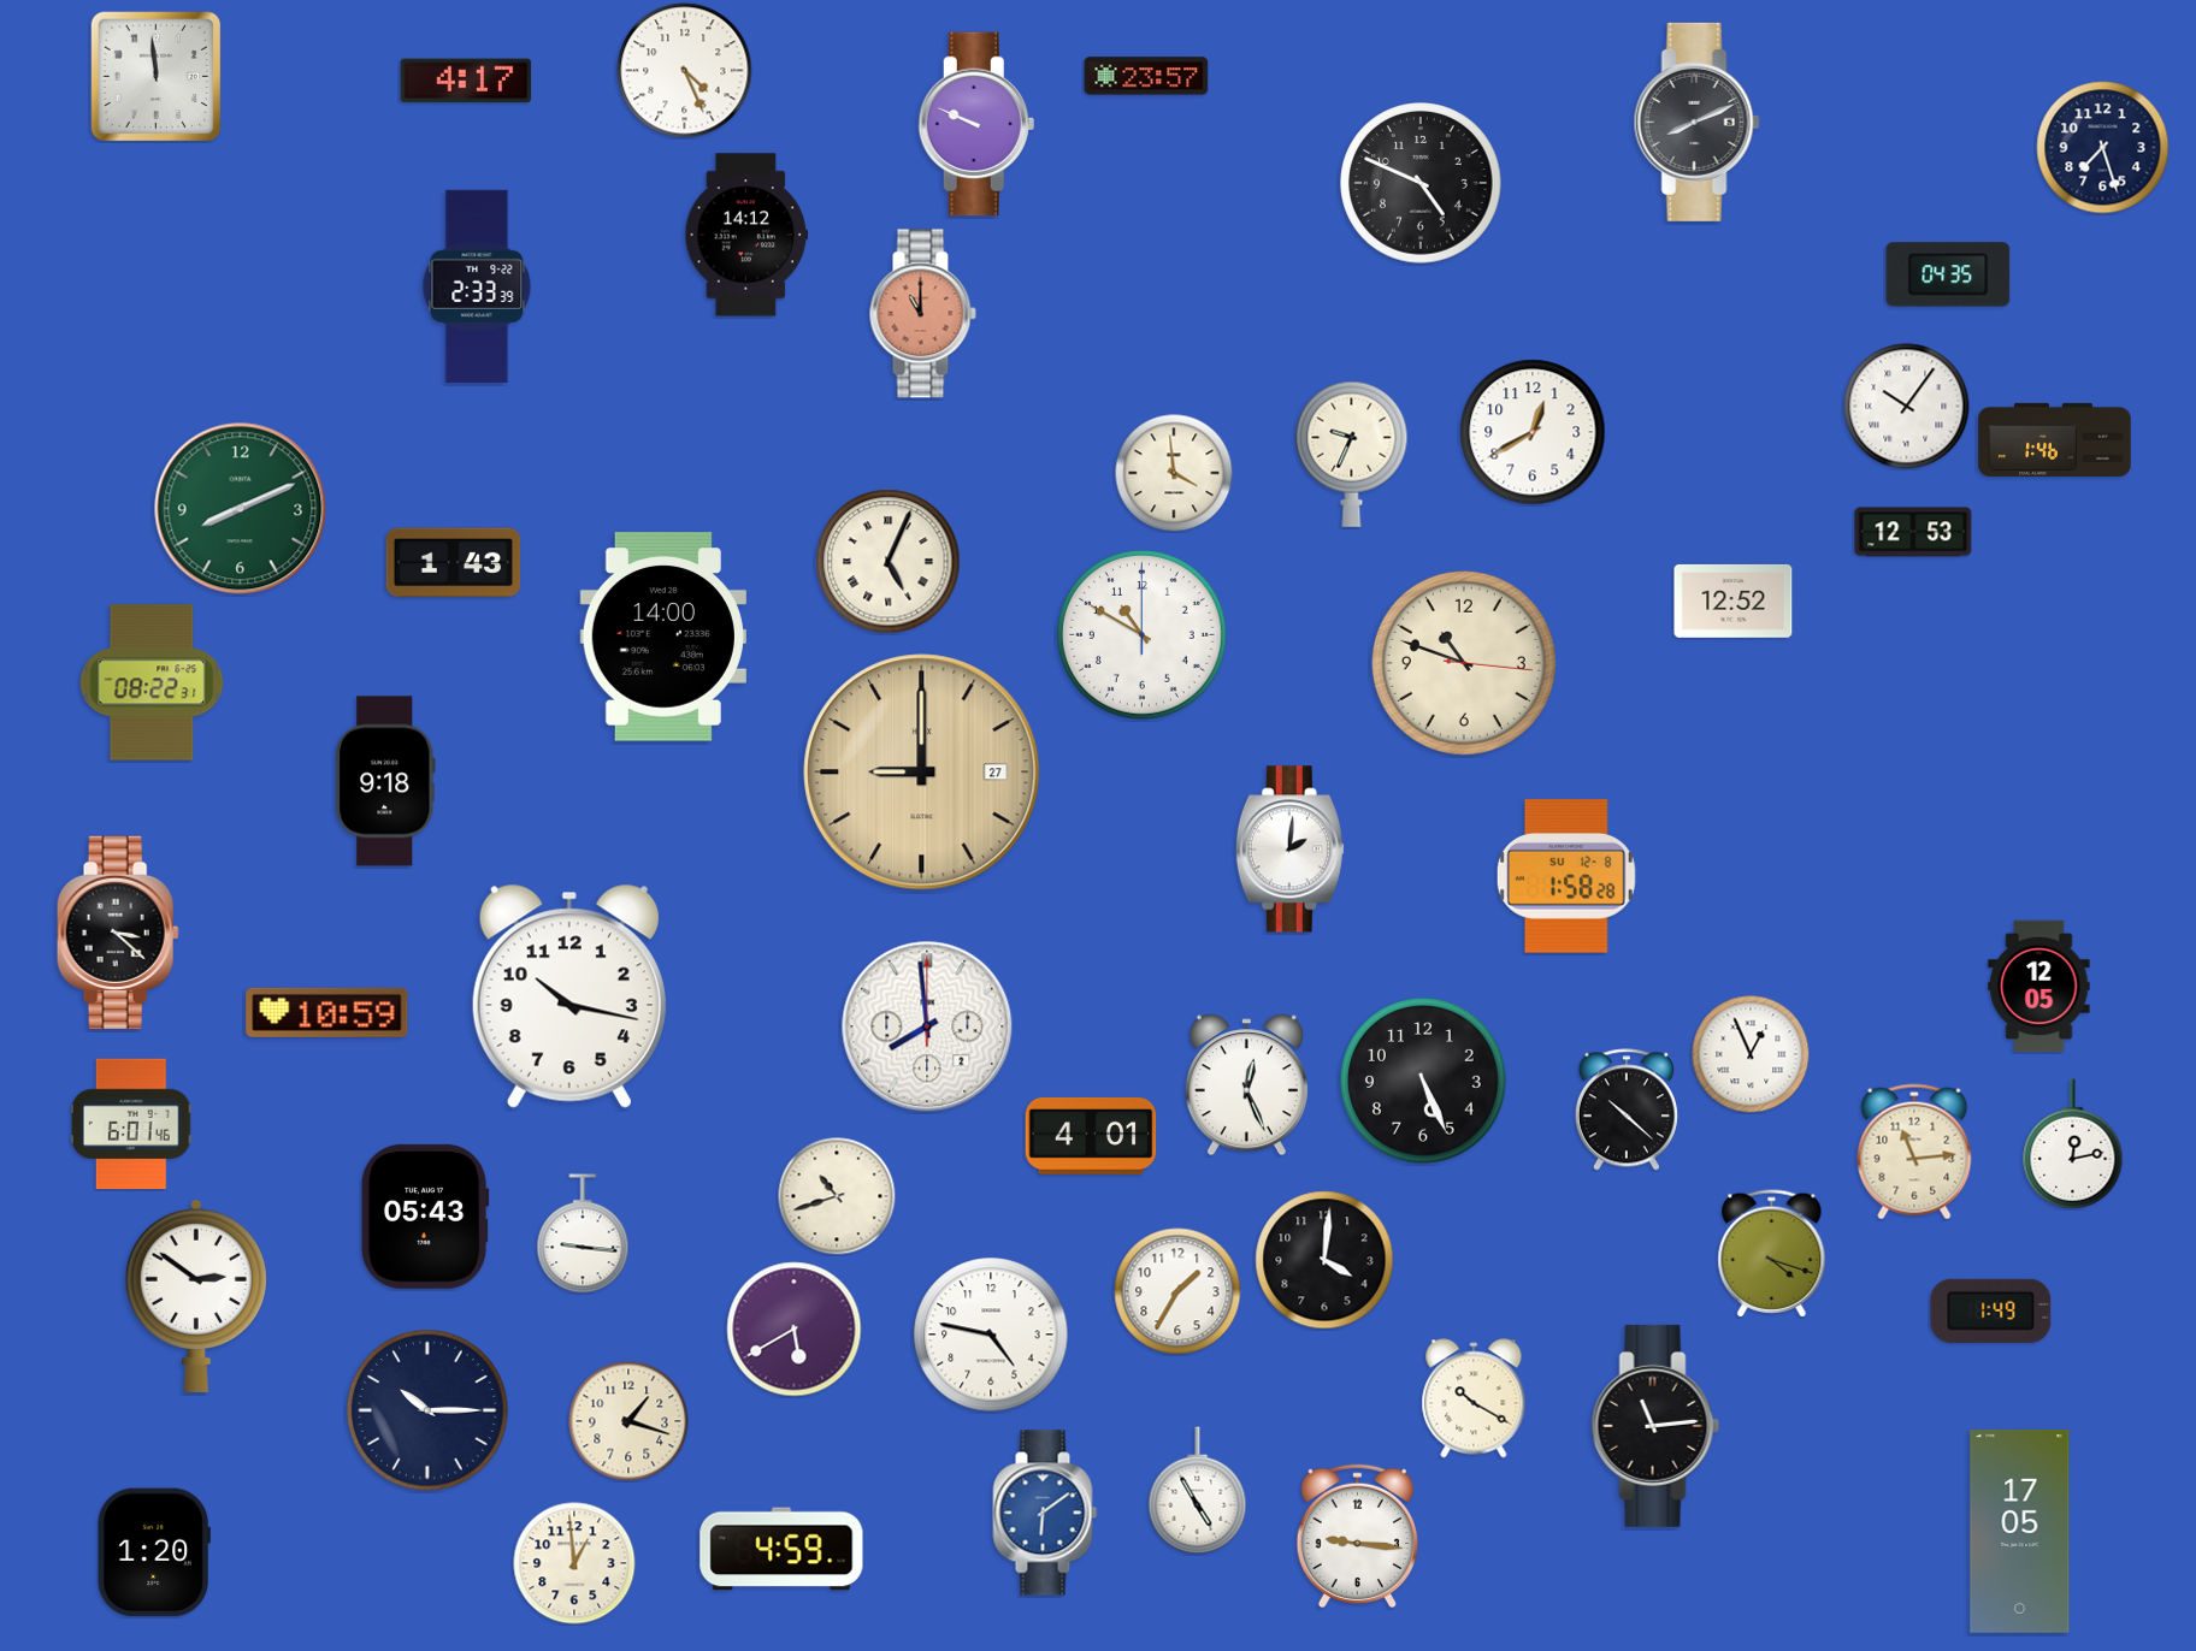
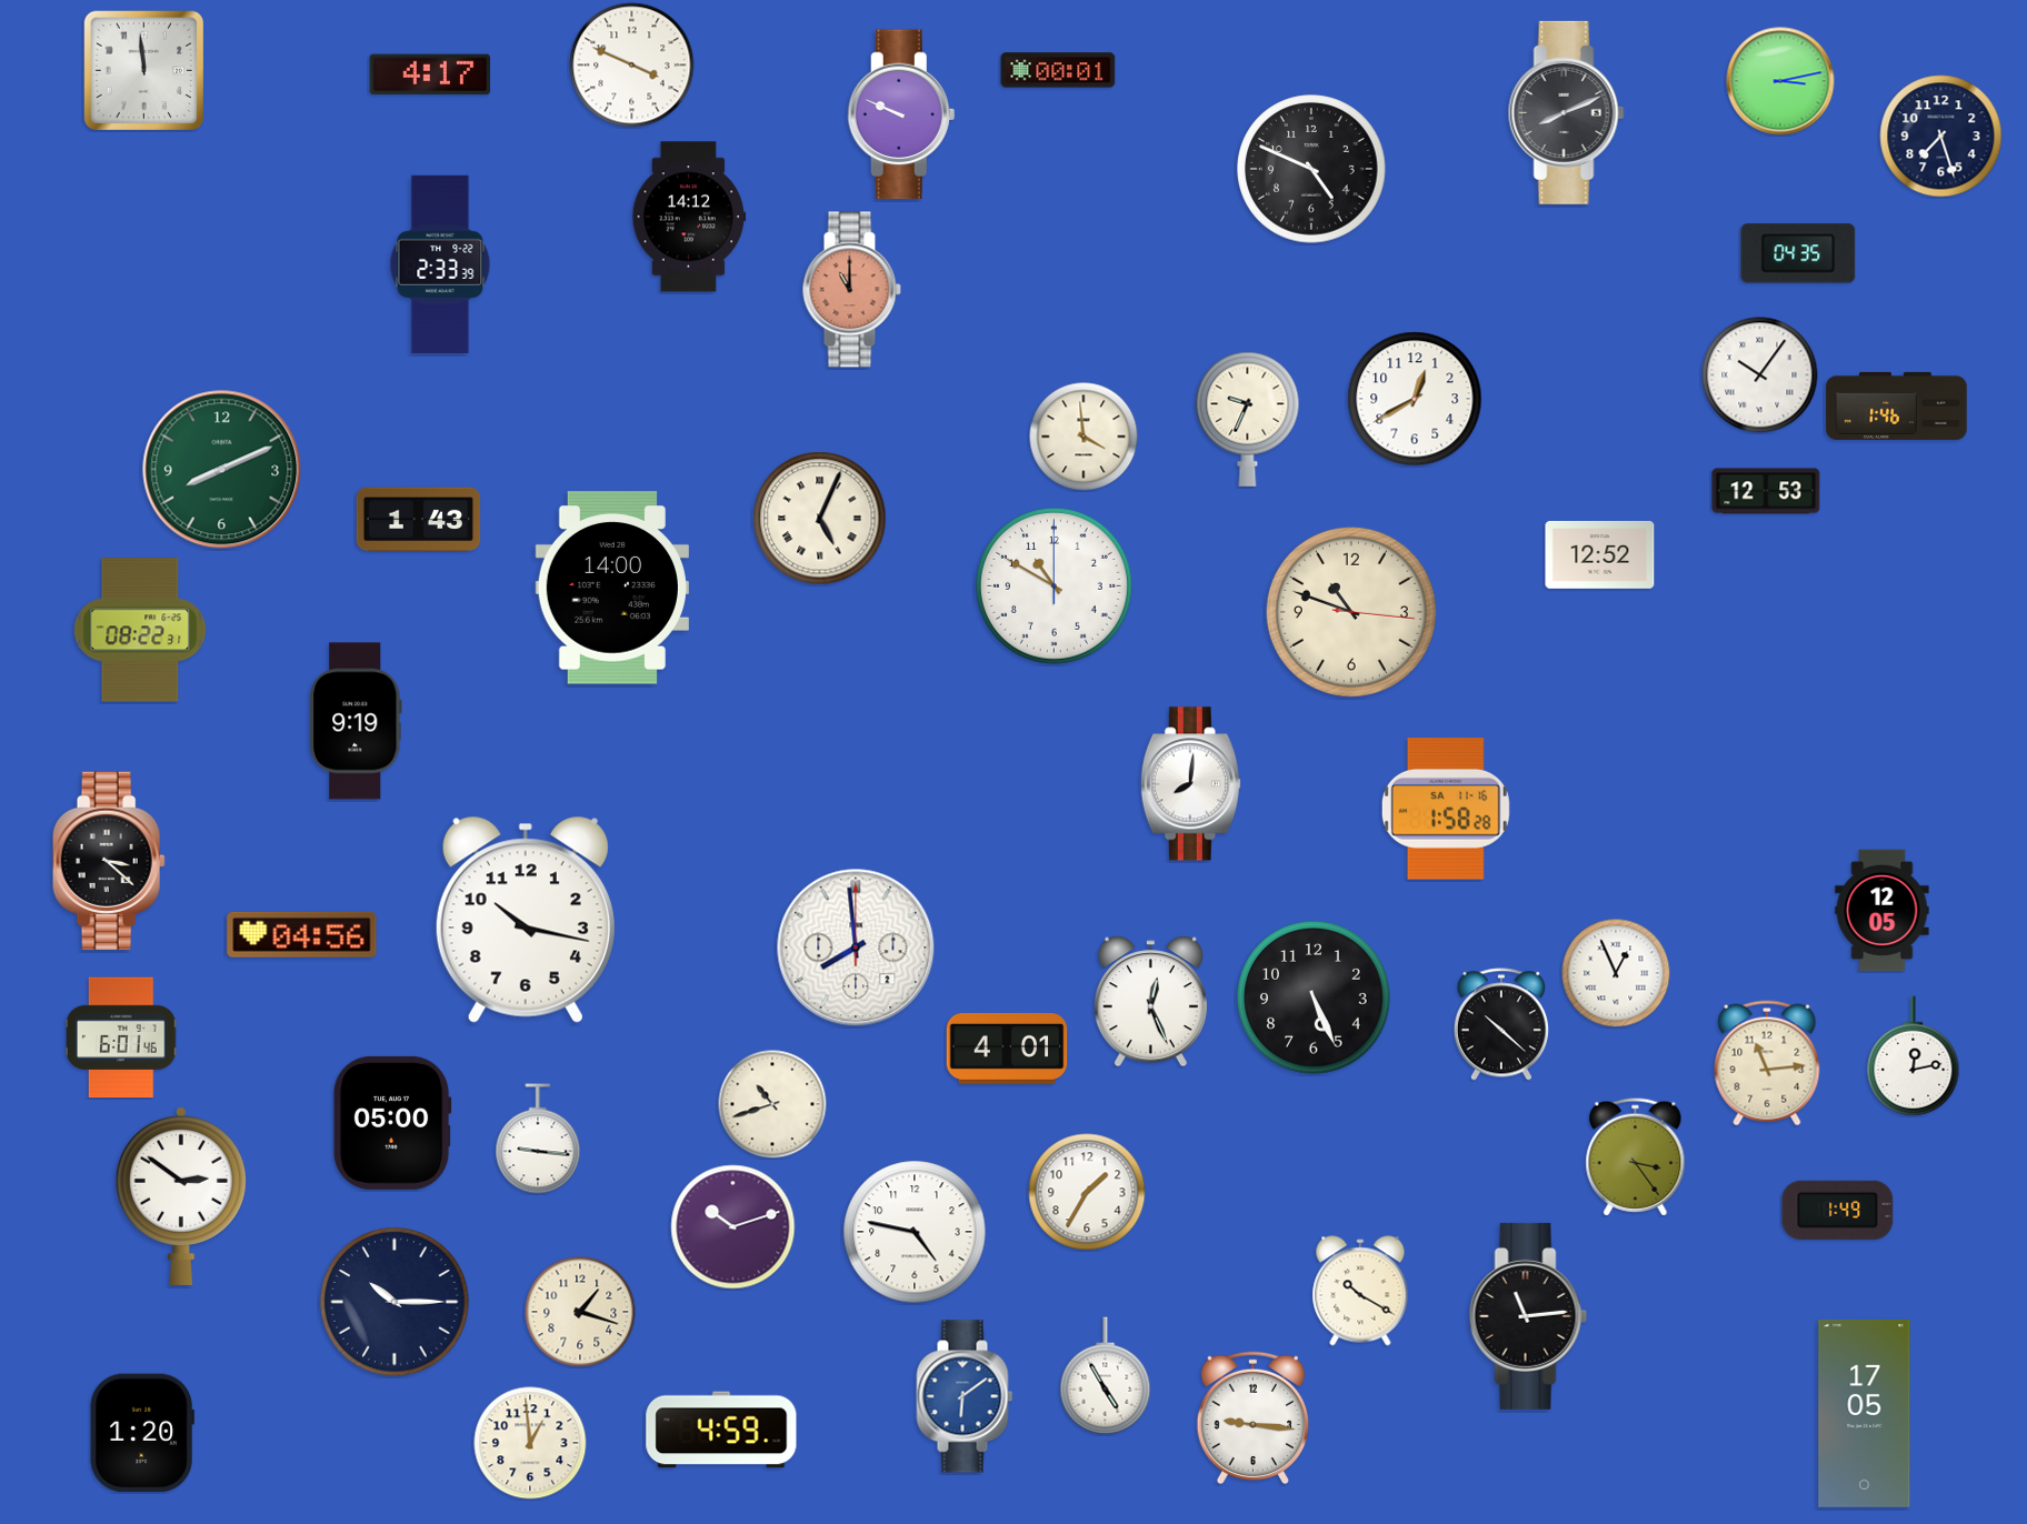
clock at (685, 71): 4:26 -> 3:49
clock at (1146, 76): 23:57 -> 00:01
clock at (1780, 81): none -> 3:13
clock at (922, 773): 9:00 -> none
clock at (385, 781): 9:18 -> 9:19
clock at (1289, 850): 2:01 -> 8:01
clock at (1566, 876) date: SU 12-8 -> SA 11-16
clock at (327, 1012): 10:59 -> 04:56
clock at (425, 1217): 05:43 -> 05:00
clock at (1772, 1254): 4:18 -> 3:24
clock at (1324, 1260): 4:01 -> none
clock at (795, 1330): 5:40 -> 10:12
